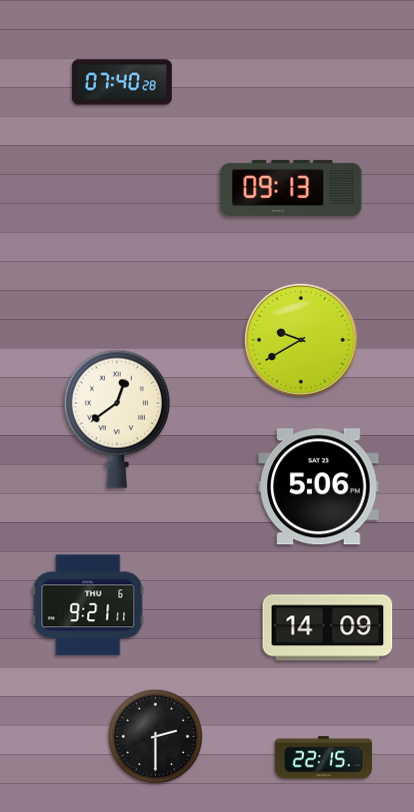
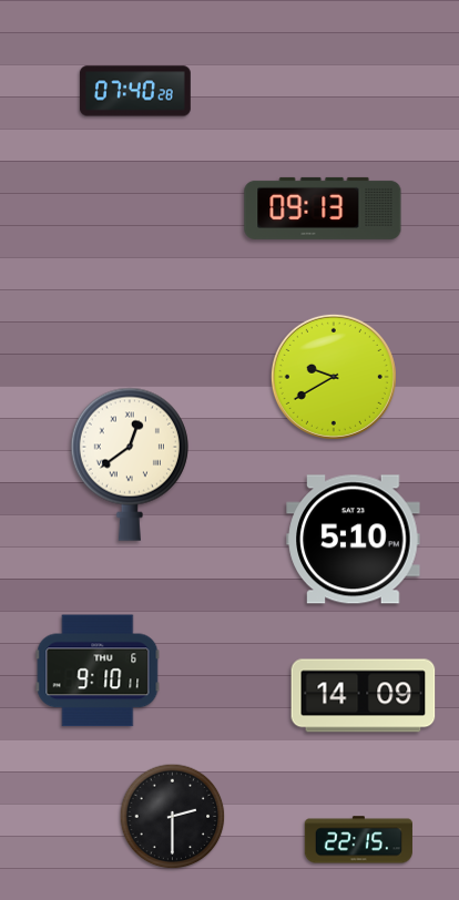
clock at (319, 487): 5:06 -> 5:10
clock at (88, 605): 9:21 -> 9:10
